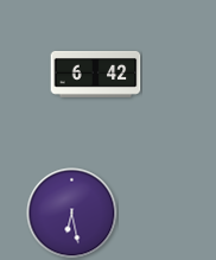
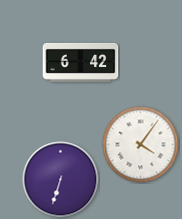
clock at (141, 145): none -> 4:06
clock at (72, 214): 6:28 -> 6:33
